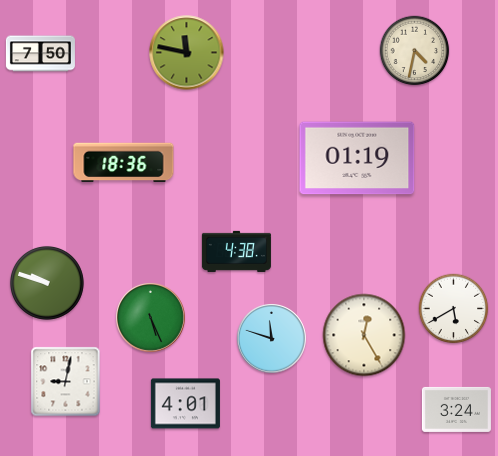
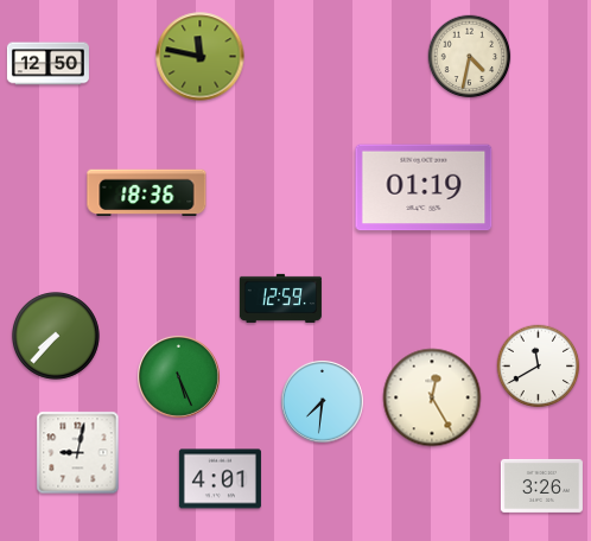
clock at (415, 51) position: (415, 51) -> (470, 57)
clock at (187, 53) position: (187, 53) -> (201, 57)
clock at (40, 54): 7:50 -> 12:50
clock at (236, 251): 4:38 -> 12:59
clock at (47, 283): 9:48 -> 7:37
clock at (454, 309): 5:40 -> 11:40
clock at (272, 339): 11:48 -> 7:31
clock at (456, 409): 3:24 -> 3:26
